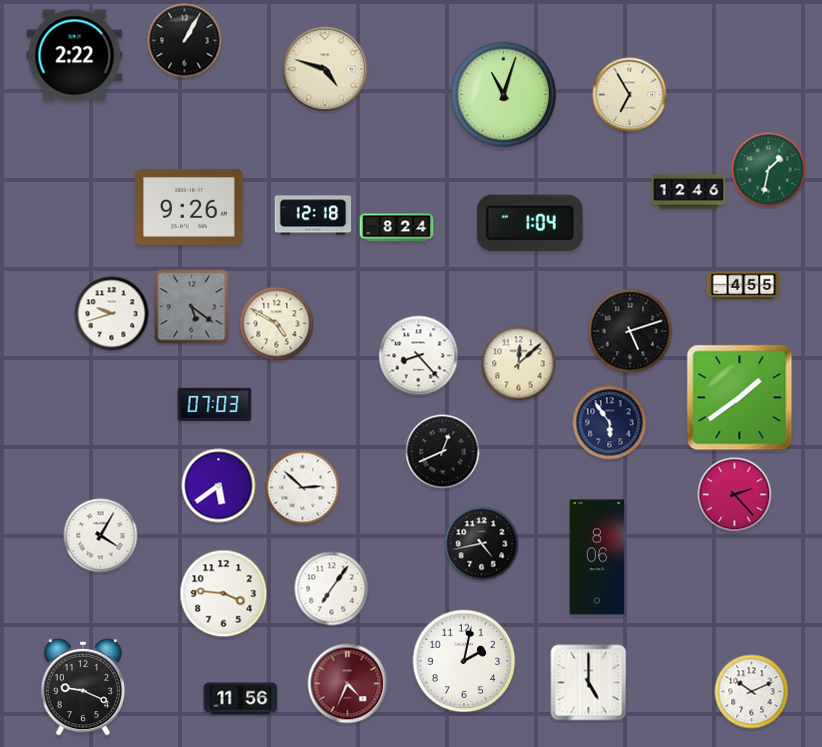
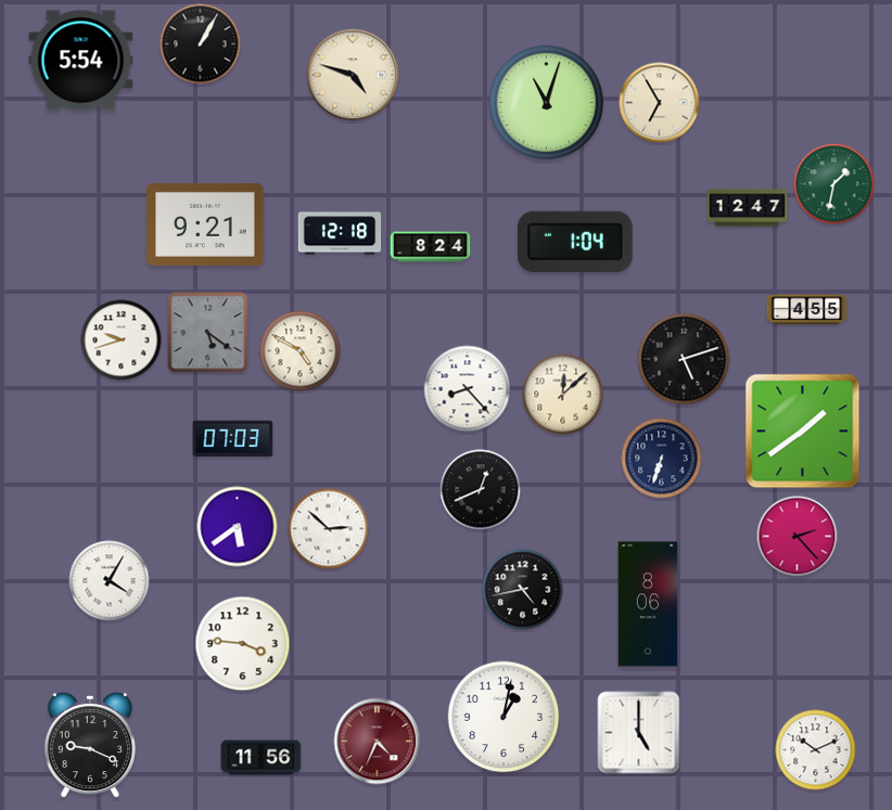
clock at (75, 56): 2:22 -> 5:54
clock at (630, 95) position: (630, 95) -> (660, 103)
clock at (689, 192): 12:46 -> 12:47
clock at (189, 207): 9:26 -> 9:21
clock at (419, 356) position: (419, 356) -> (468, 389)
clock at (610, 423): 5:54 -> 6:33
clock at (332, 589): 7:06 -> none
clock at (464, 661): 2:02 -> 1:02
clock at (589, 683) position: (589, 683) -> (639, 733)
